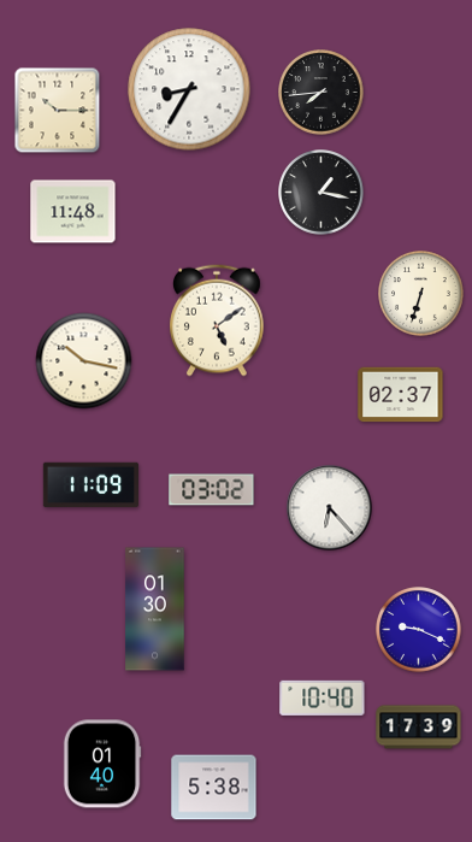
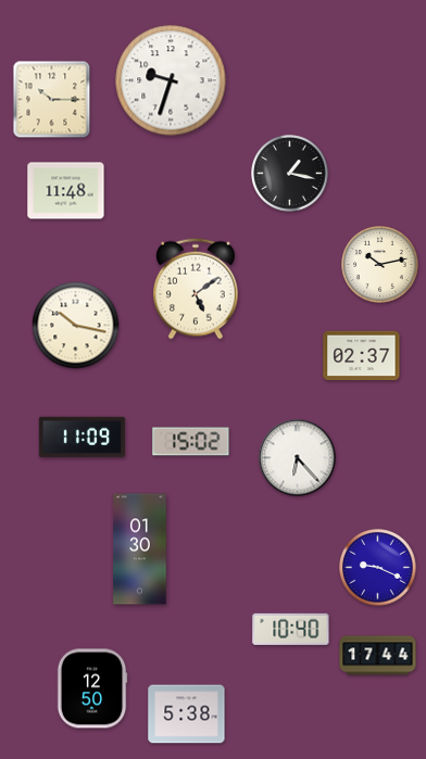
clock at (189, 89): 8:35 -> 9:33
clock at (321, 93): 7:44 -> none
clock at (421, 294): 6:33 -> 10:13
clock at (212, 490): 03:02 -> 15:02
clock at (419, 728): 17:39 -> 17:44
clock at (102, 764): 01:40 -> 12:50
clock at (214, 788) position: (214, 788) -> (187, 714)
